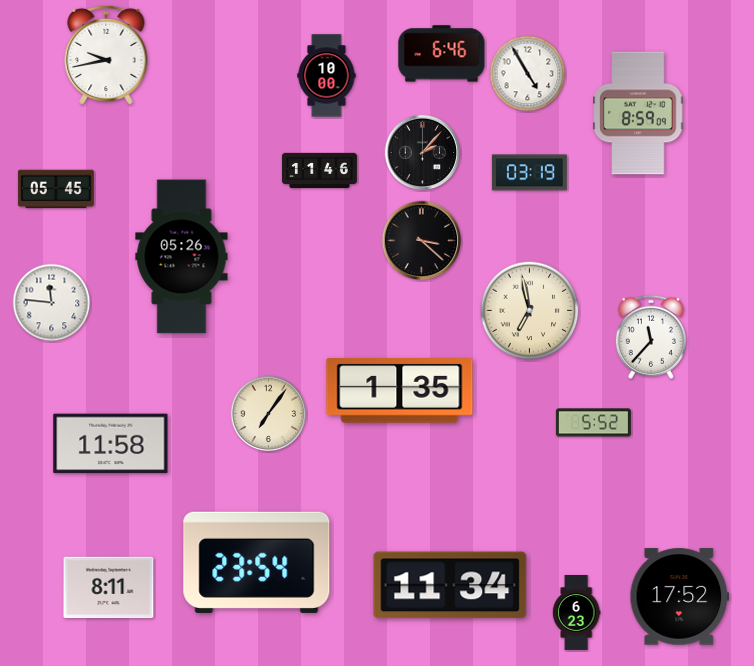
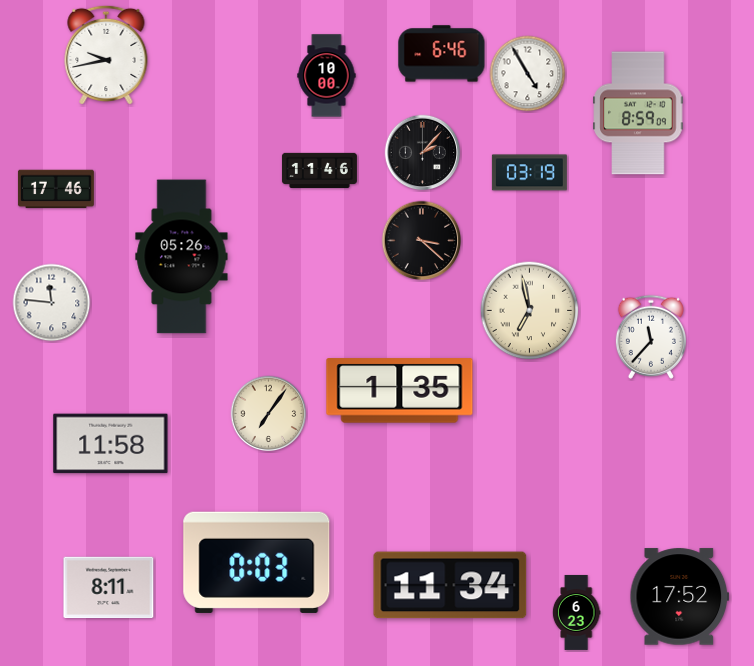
clock at (56, 189): 05:45 -> 17:46
clock at (593, 423): 5:52 -> none
clock at (257, 562): 23:54 -> 0:03
